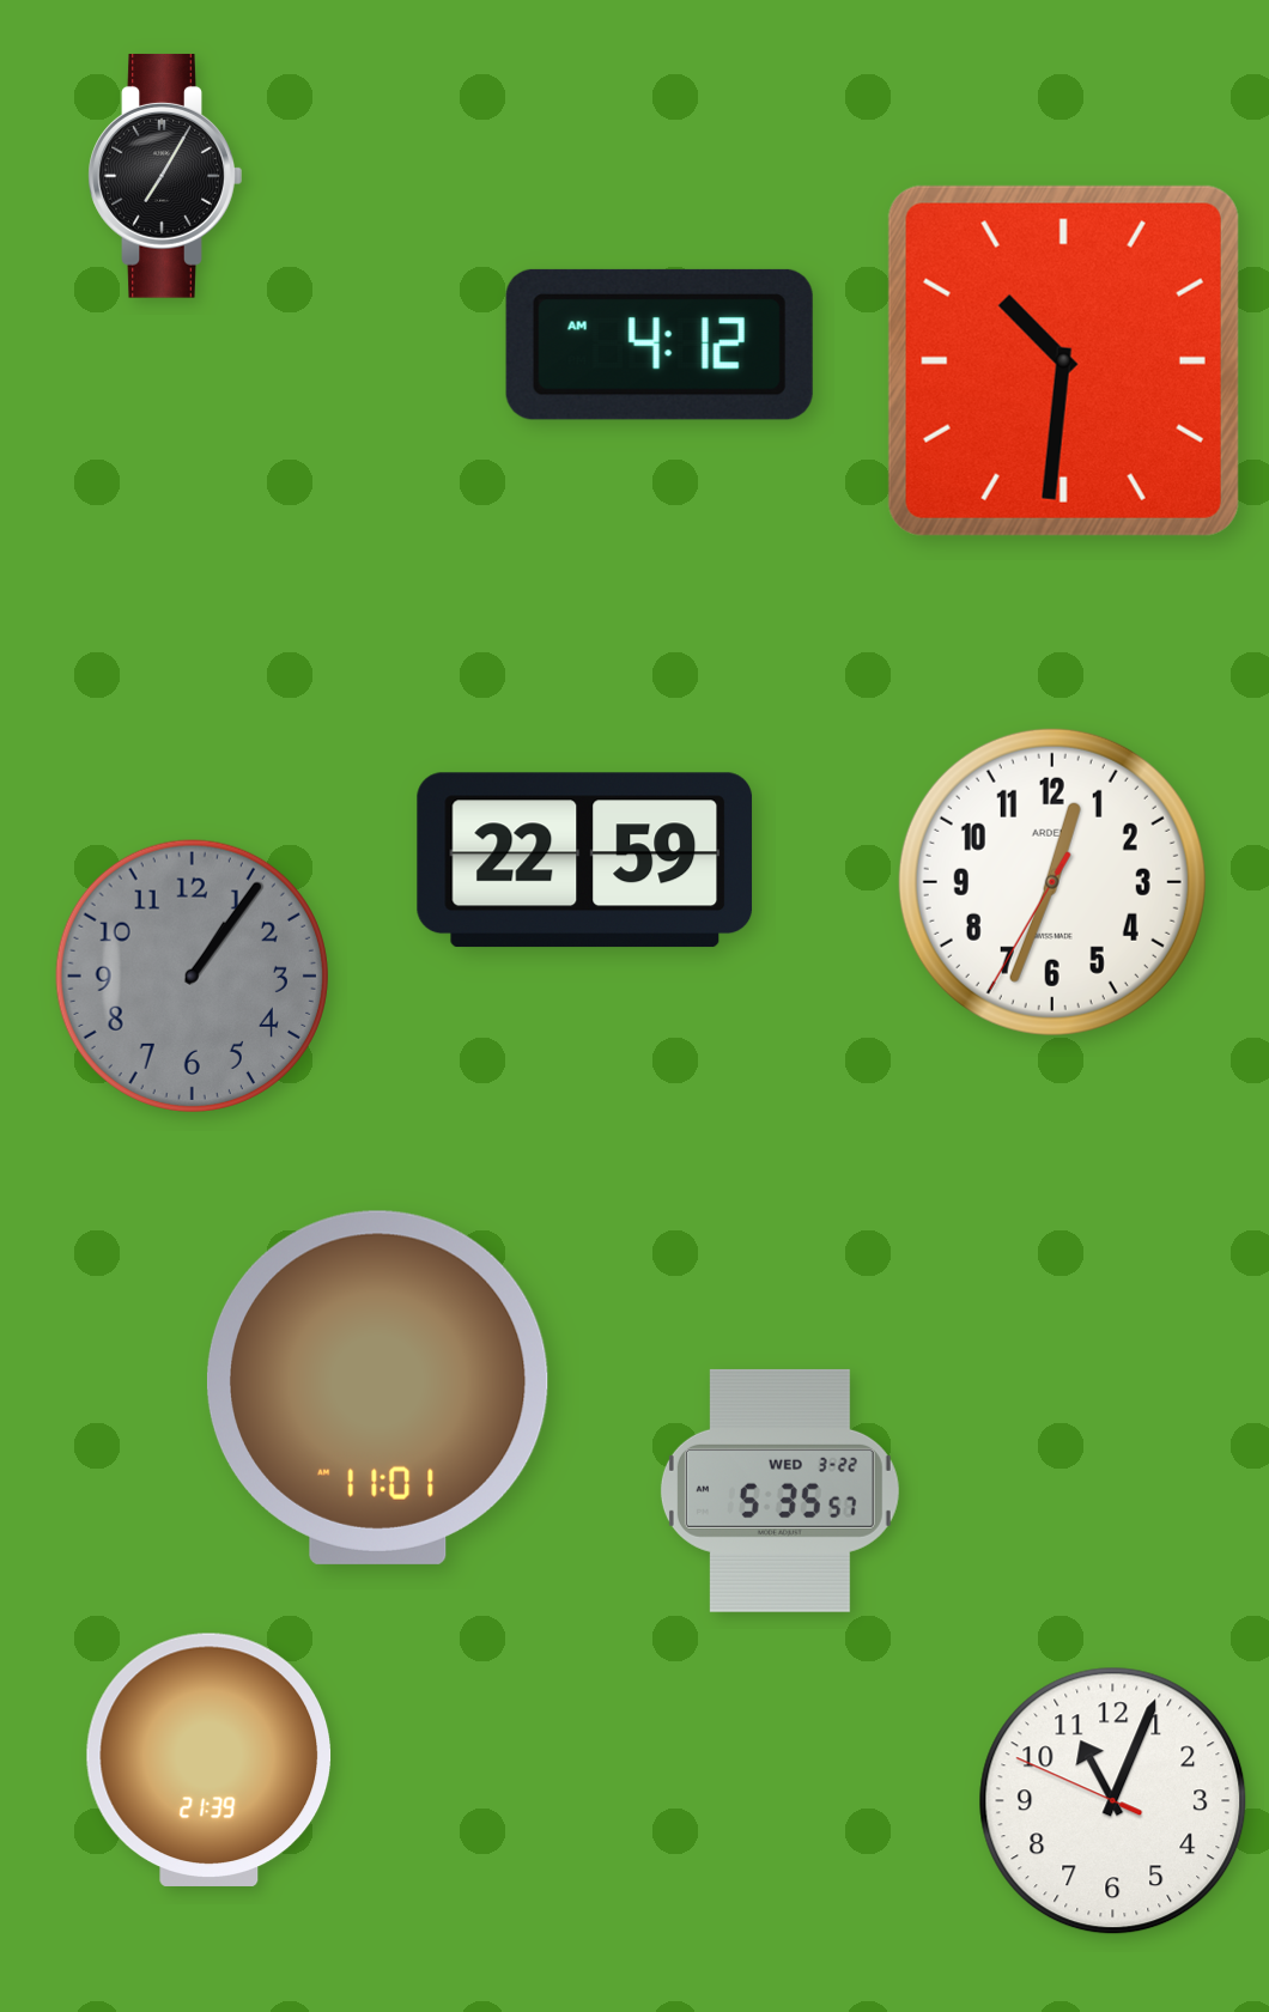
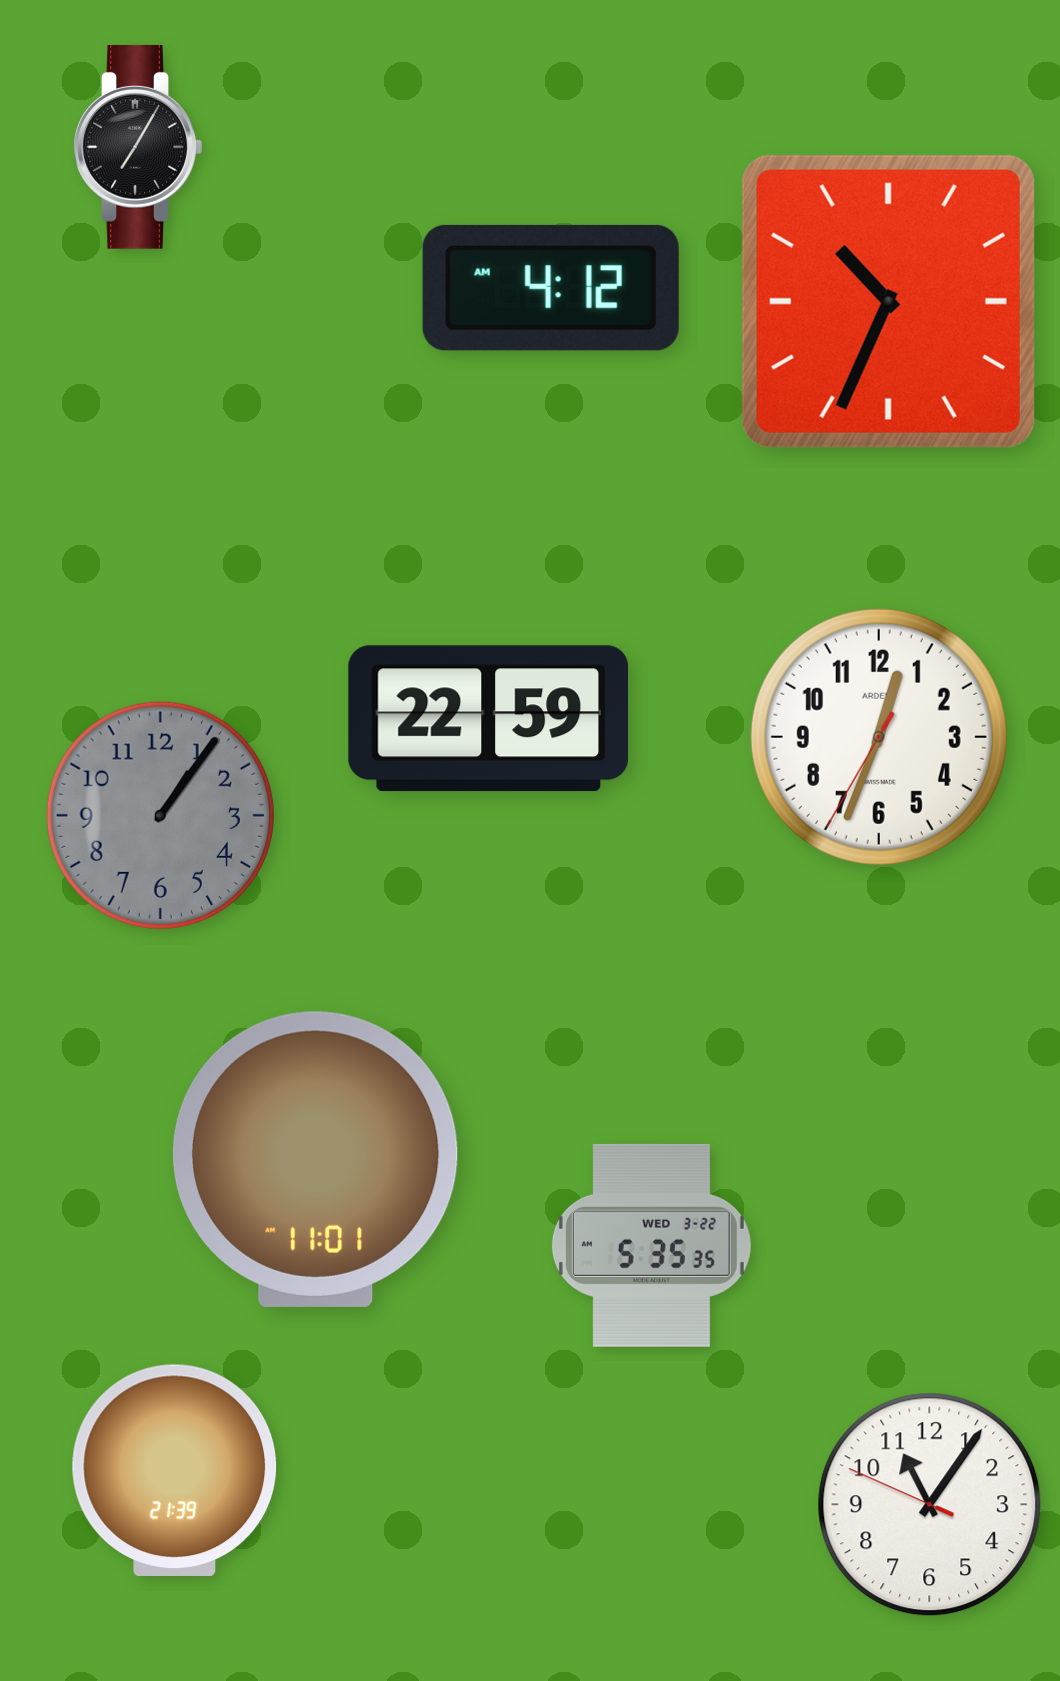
clock at (1063, 360): 10:31 -> 10:34
clock at (779, 1490): 5:35:57 -> 5:35:35
clock at (1113, 1801): 11:03 -> 11:05
